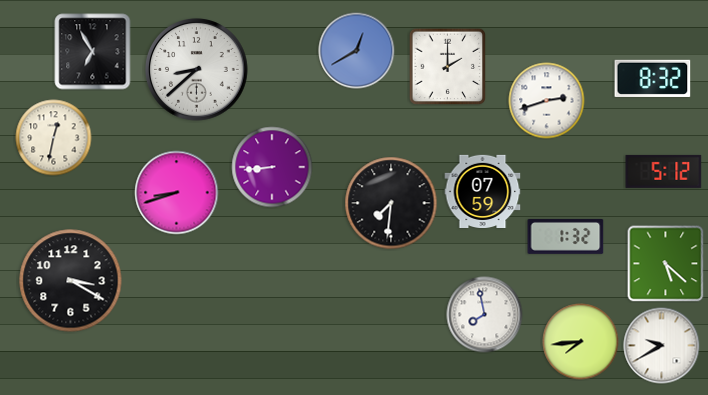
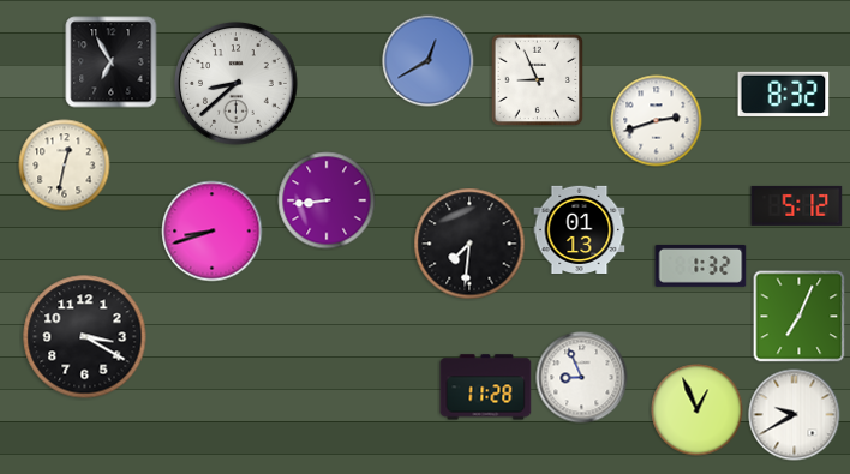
clock at (447, 66): 2:00 -> 8:56
clock at (483, 191): 07:59 -> 01:13
clock at (566, 236) position: (566, 236) -> (701, 265)
clock at (666, 264): 5:22 -> 7:04
clock at (485, 315): 7:58 -> 8:56
clock at (486, 388): none -> 11:28
clock at (581, 342): 7:44 -> 12:56
